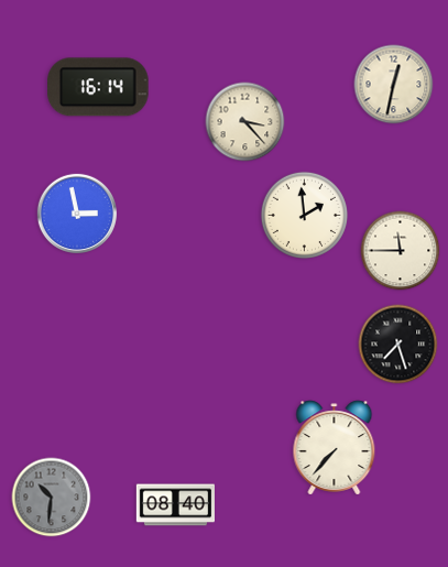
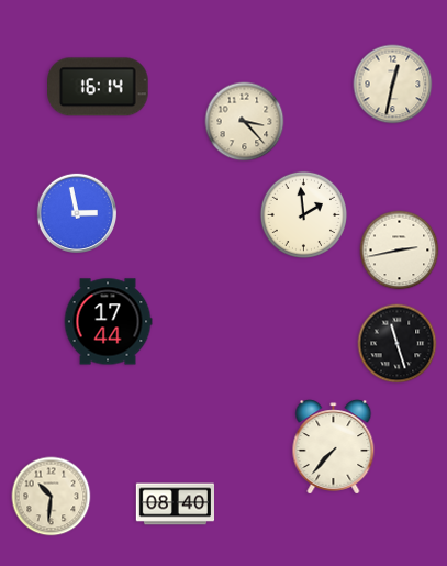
clock at (401, 251): 11:45 -> 2:43
clock at (108, 322): none -> 17:44
clock at (398, 345): 7:27 -> 11:27
clock at (52, 498) dial: grey -> cream
